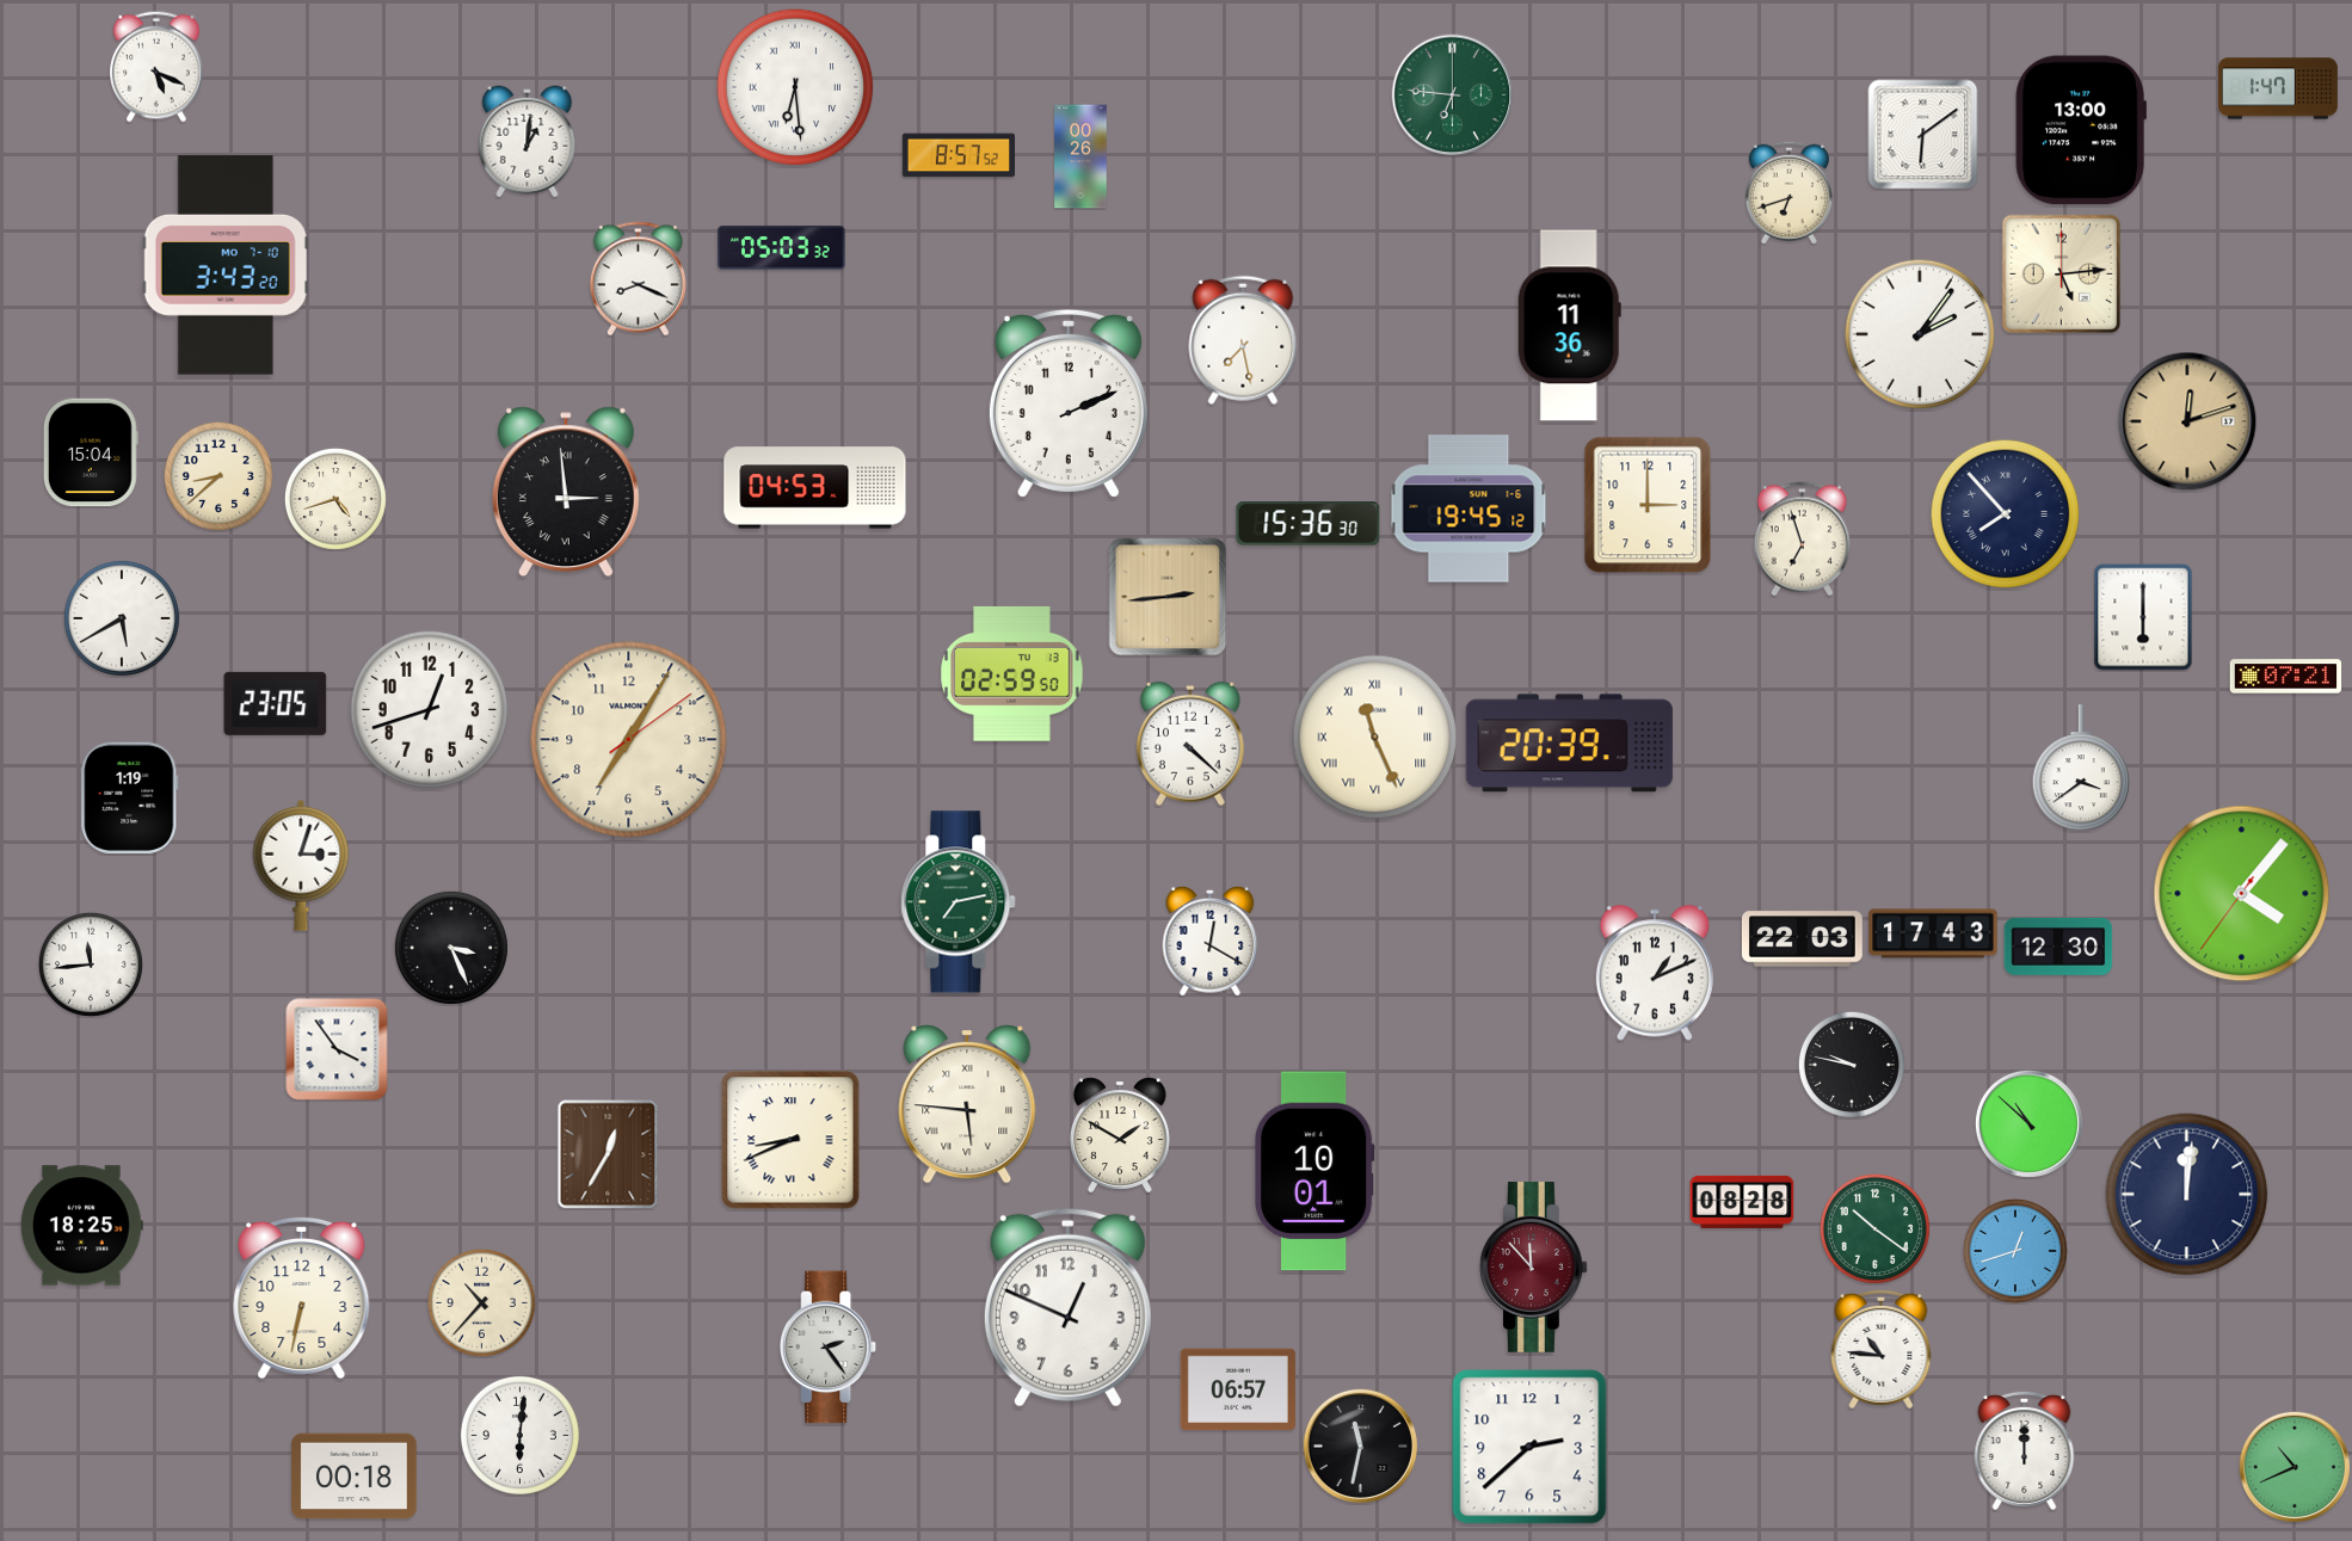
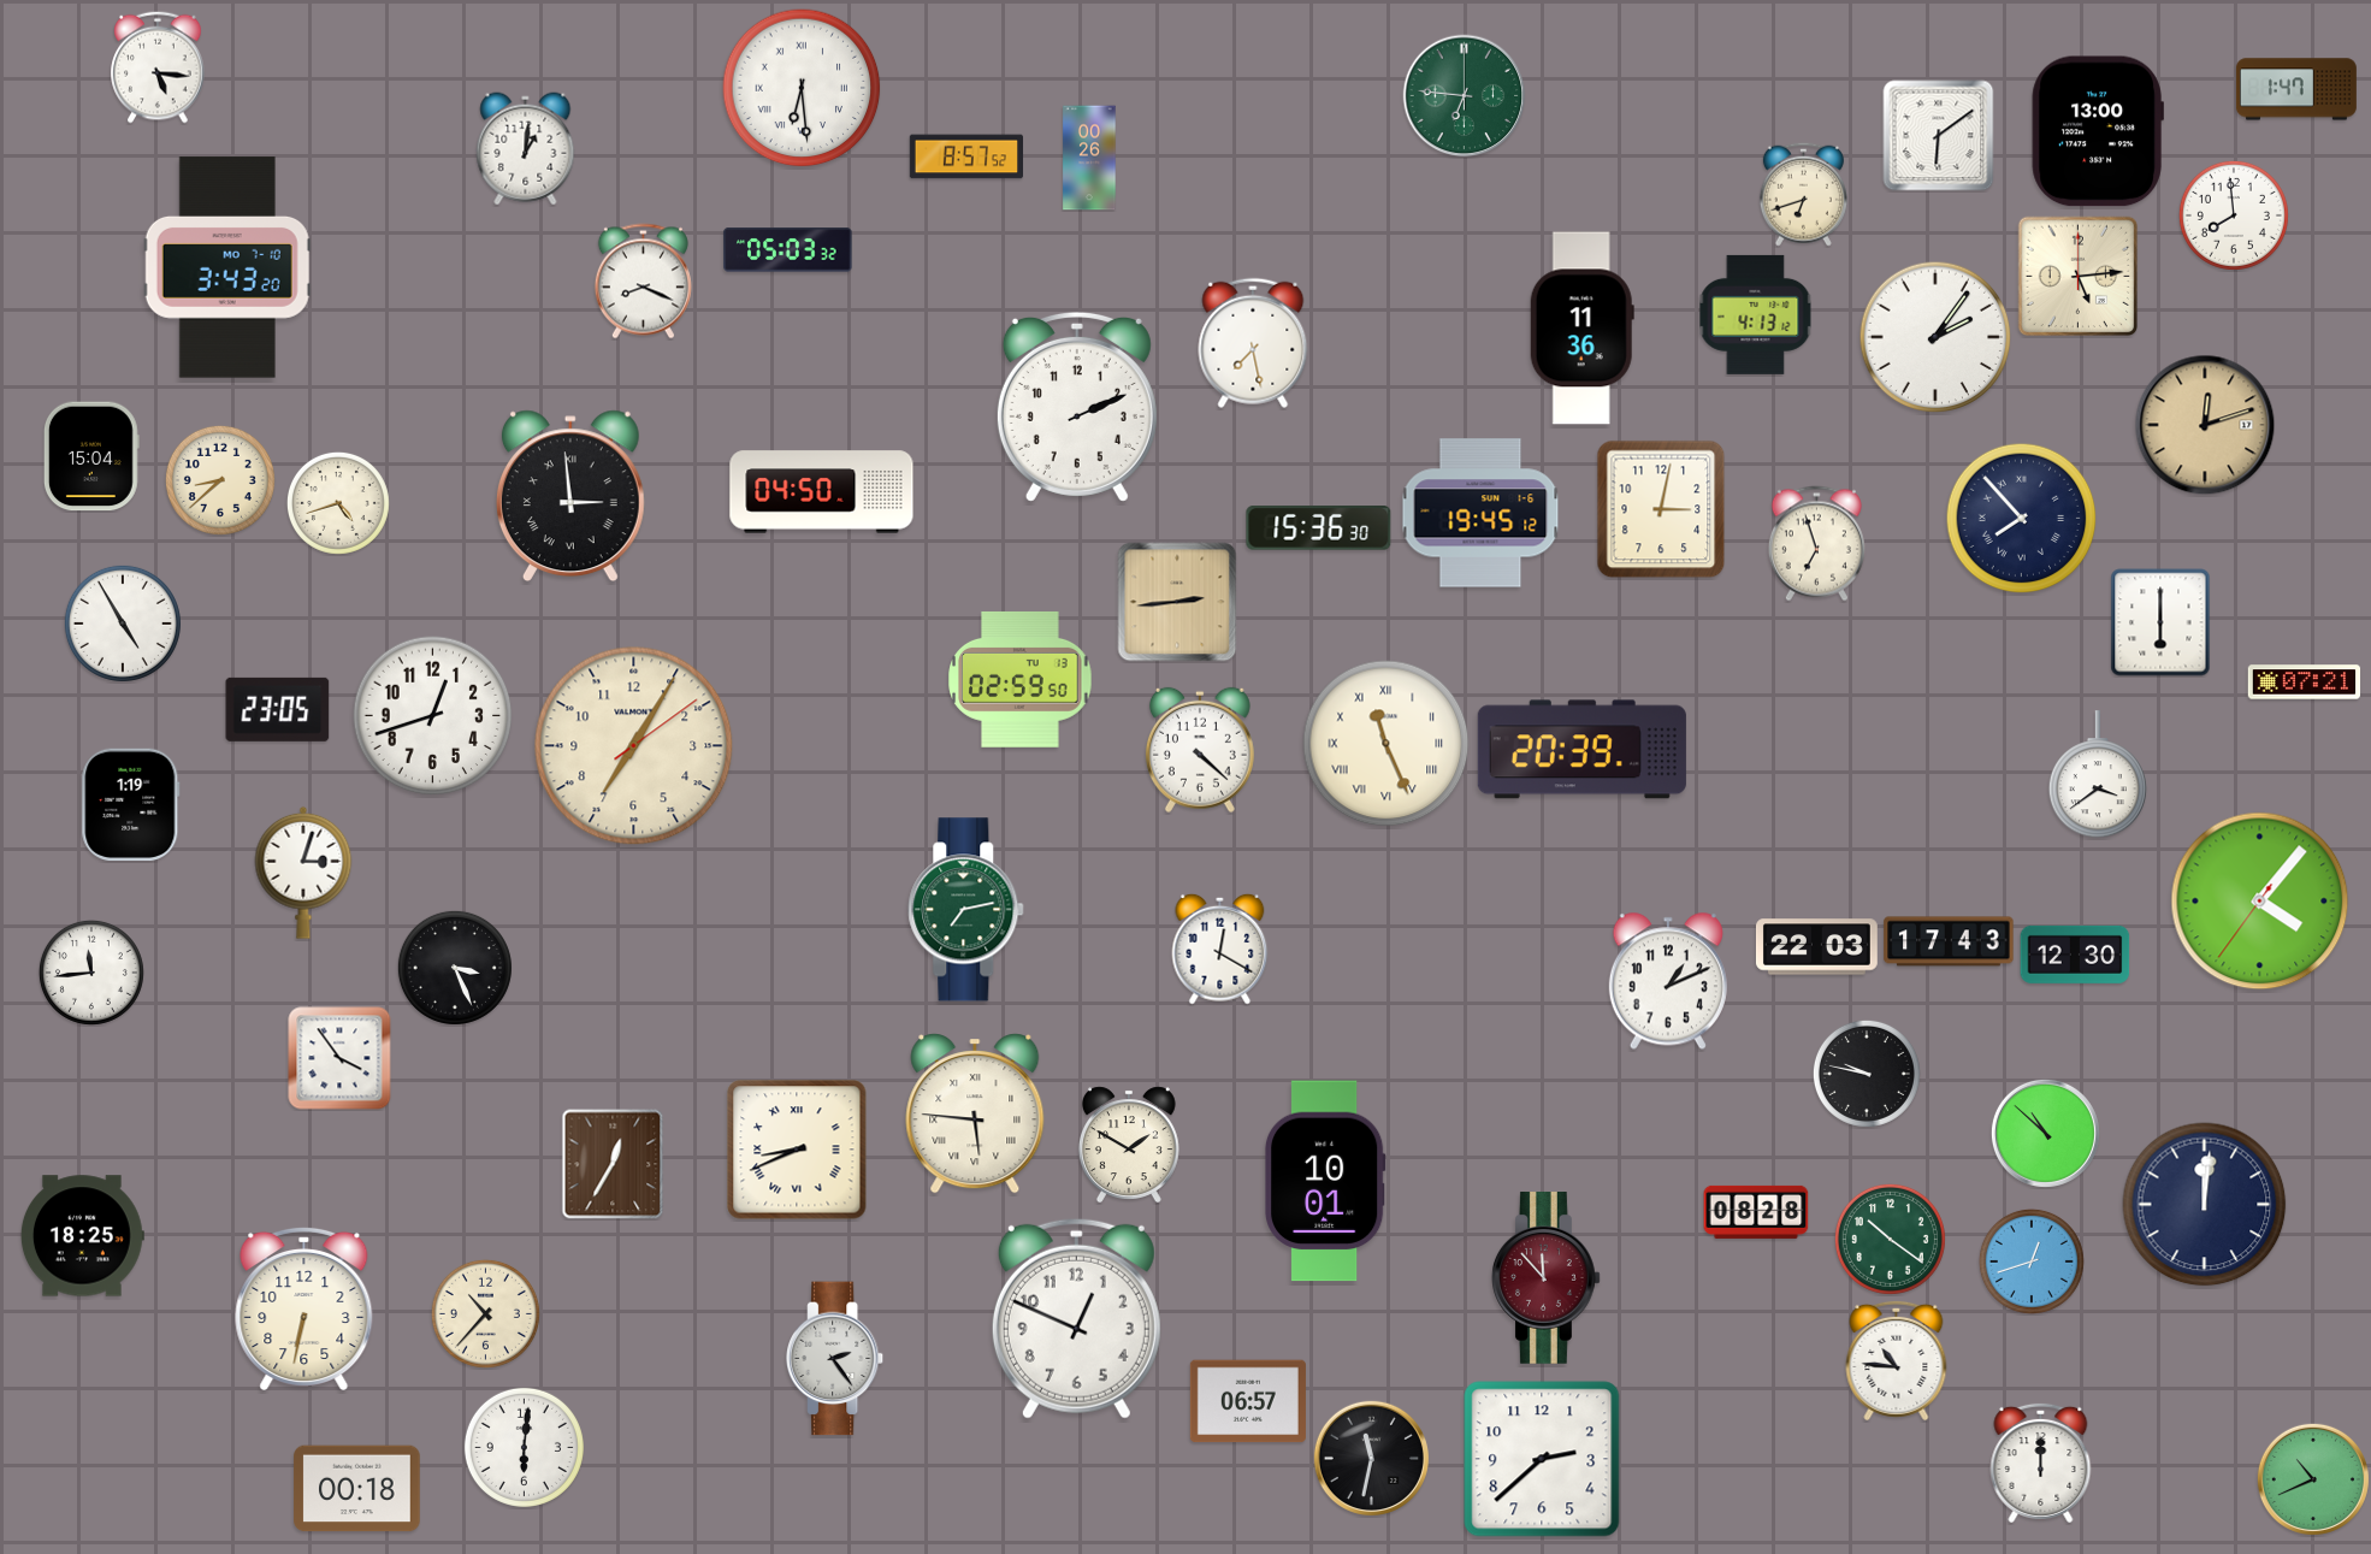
clock at (156, 67): 5:19 -> 5:16
clock at (528, 142) position: (528, 142) -> (526, 149)
clock at (2234, 215): none -> 7:59
clock at (1756, 314): none -> 4:13
clock at (815, 488): 04:53 -> 04:50
clock at (1648, 505): 3:00 -> 3:02
clock at (122, 618): 5:40 -> 4:55
clock at (451, 948) position: (451, 948) -> (455, 968)
